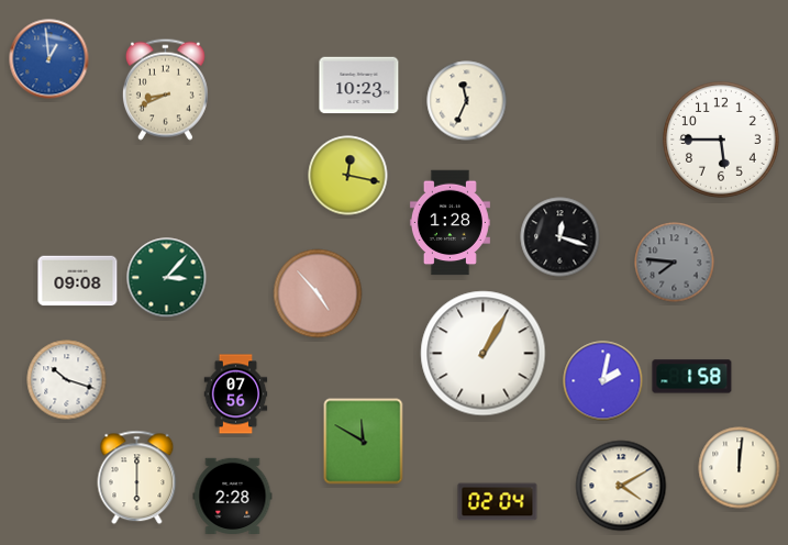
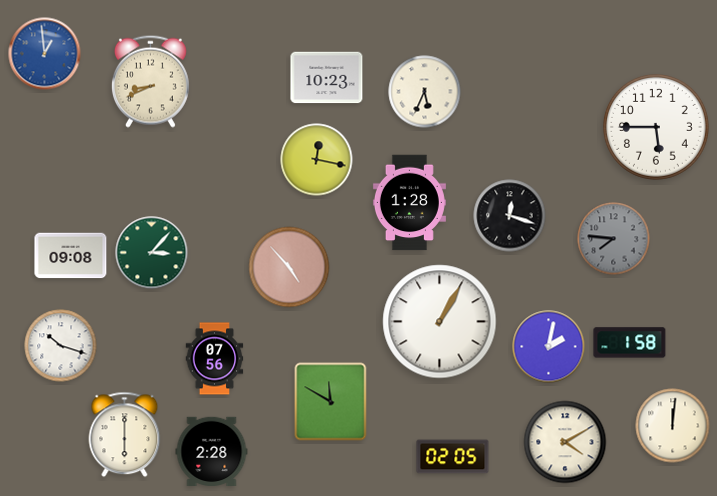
clock at (467, 101): 11:34 -> 5:34
clock at (498, 502): 02:04 -> 02:05
